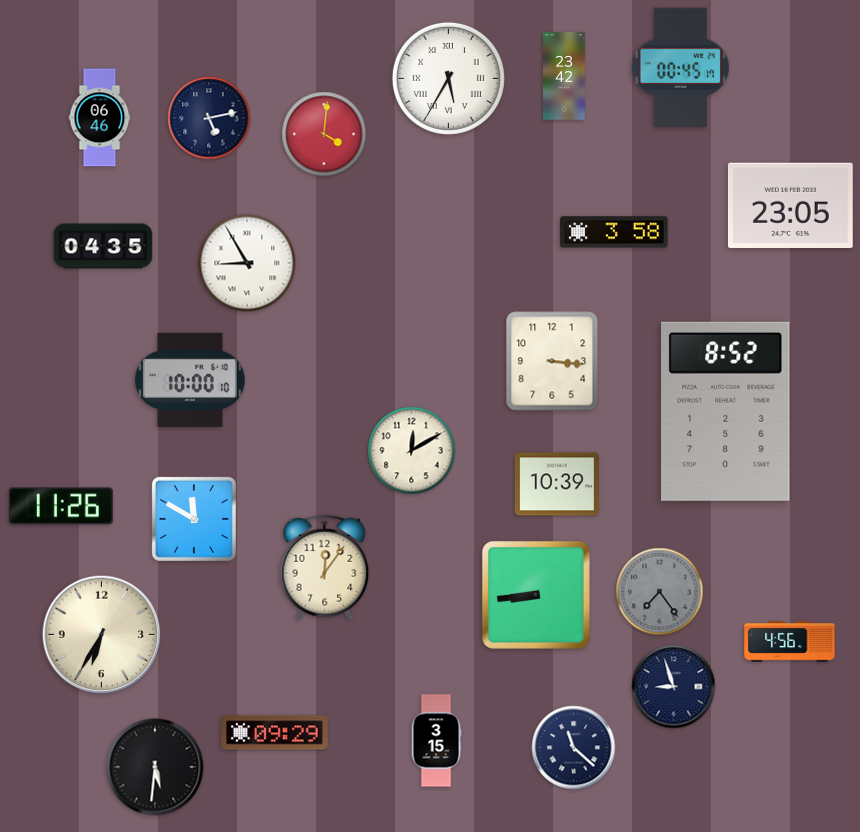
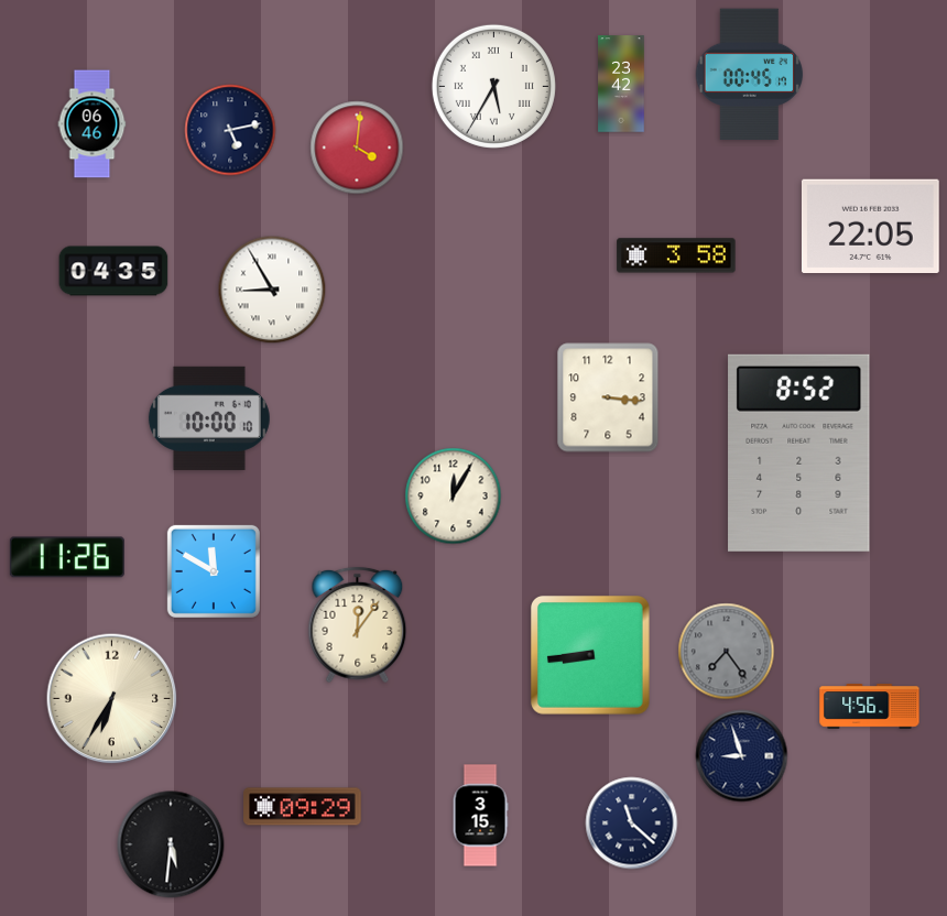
clock at (100, 118) position: (100, 118) -> (92, 124)
clock at (790, 205): 23:05 -> 22:05
clock at (412, 451): 12:10 -> 12:05
clock at (557, 484): 10:39 -> none
